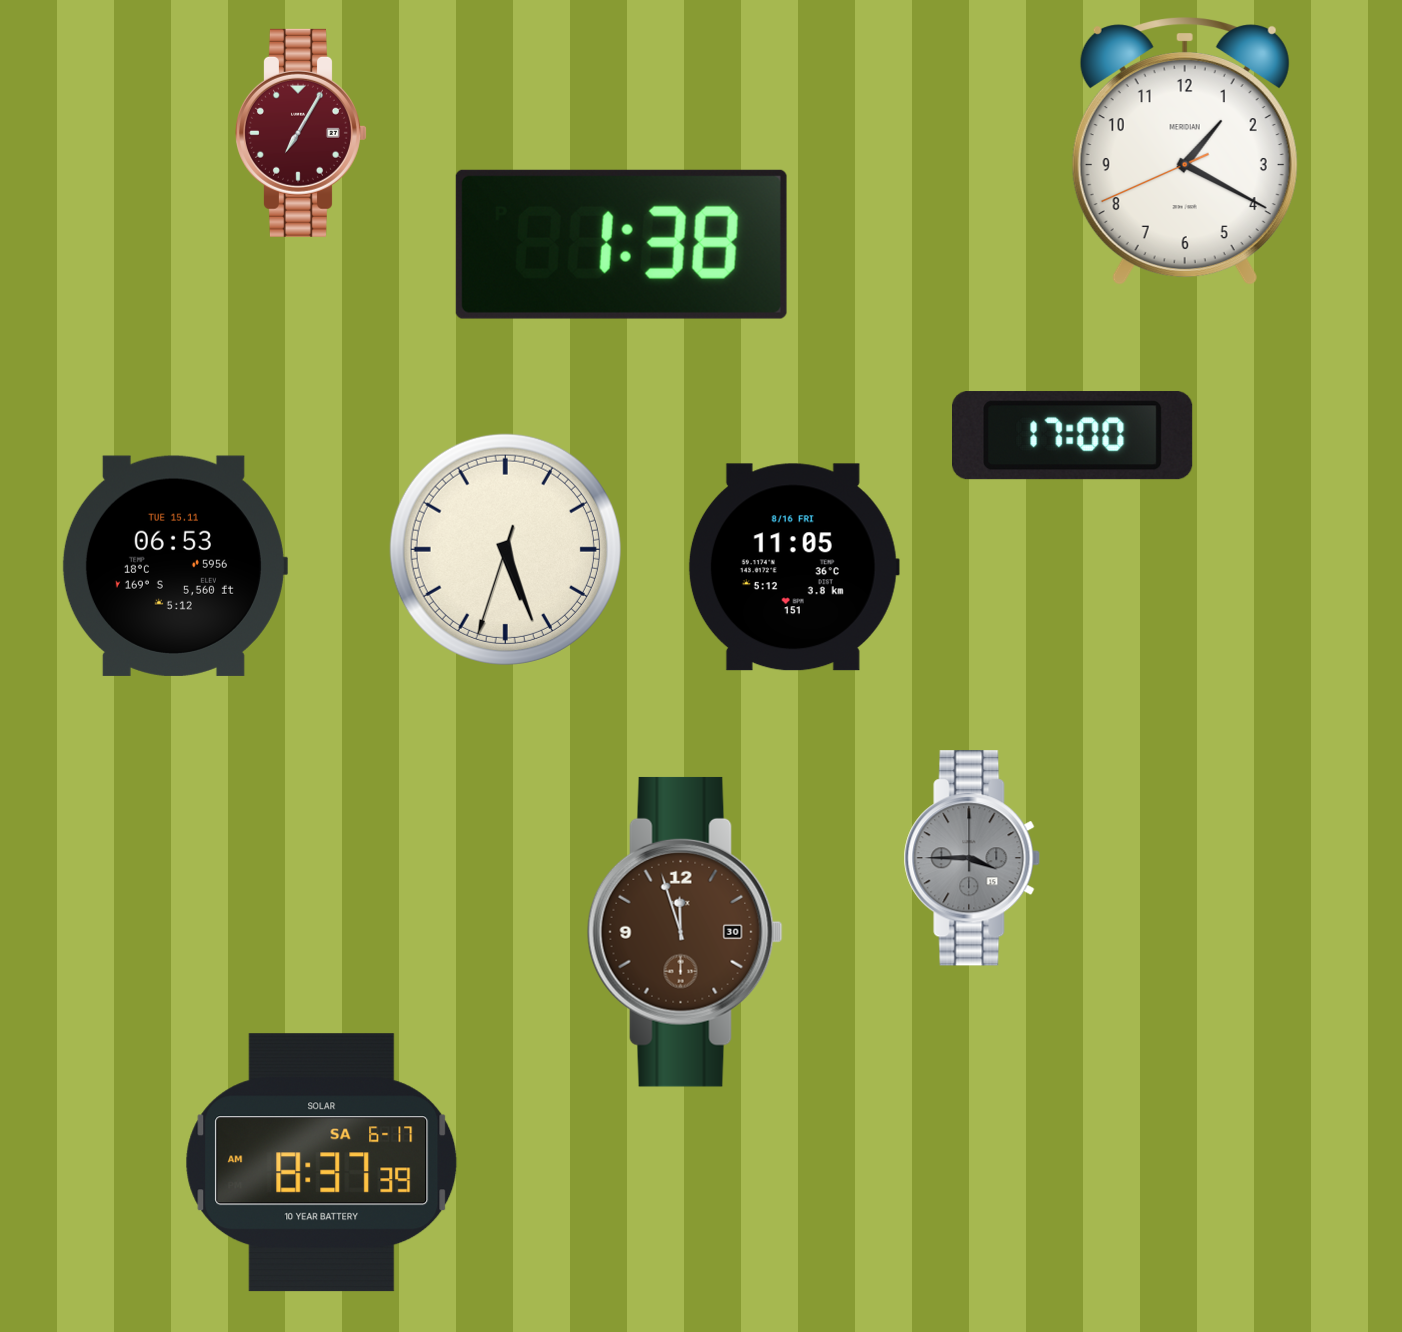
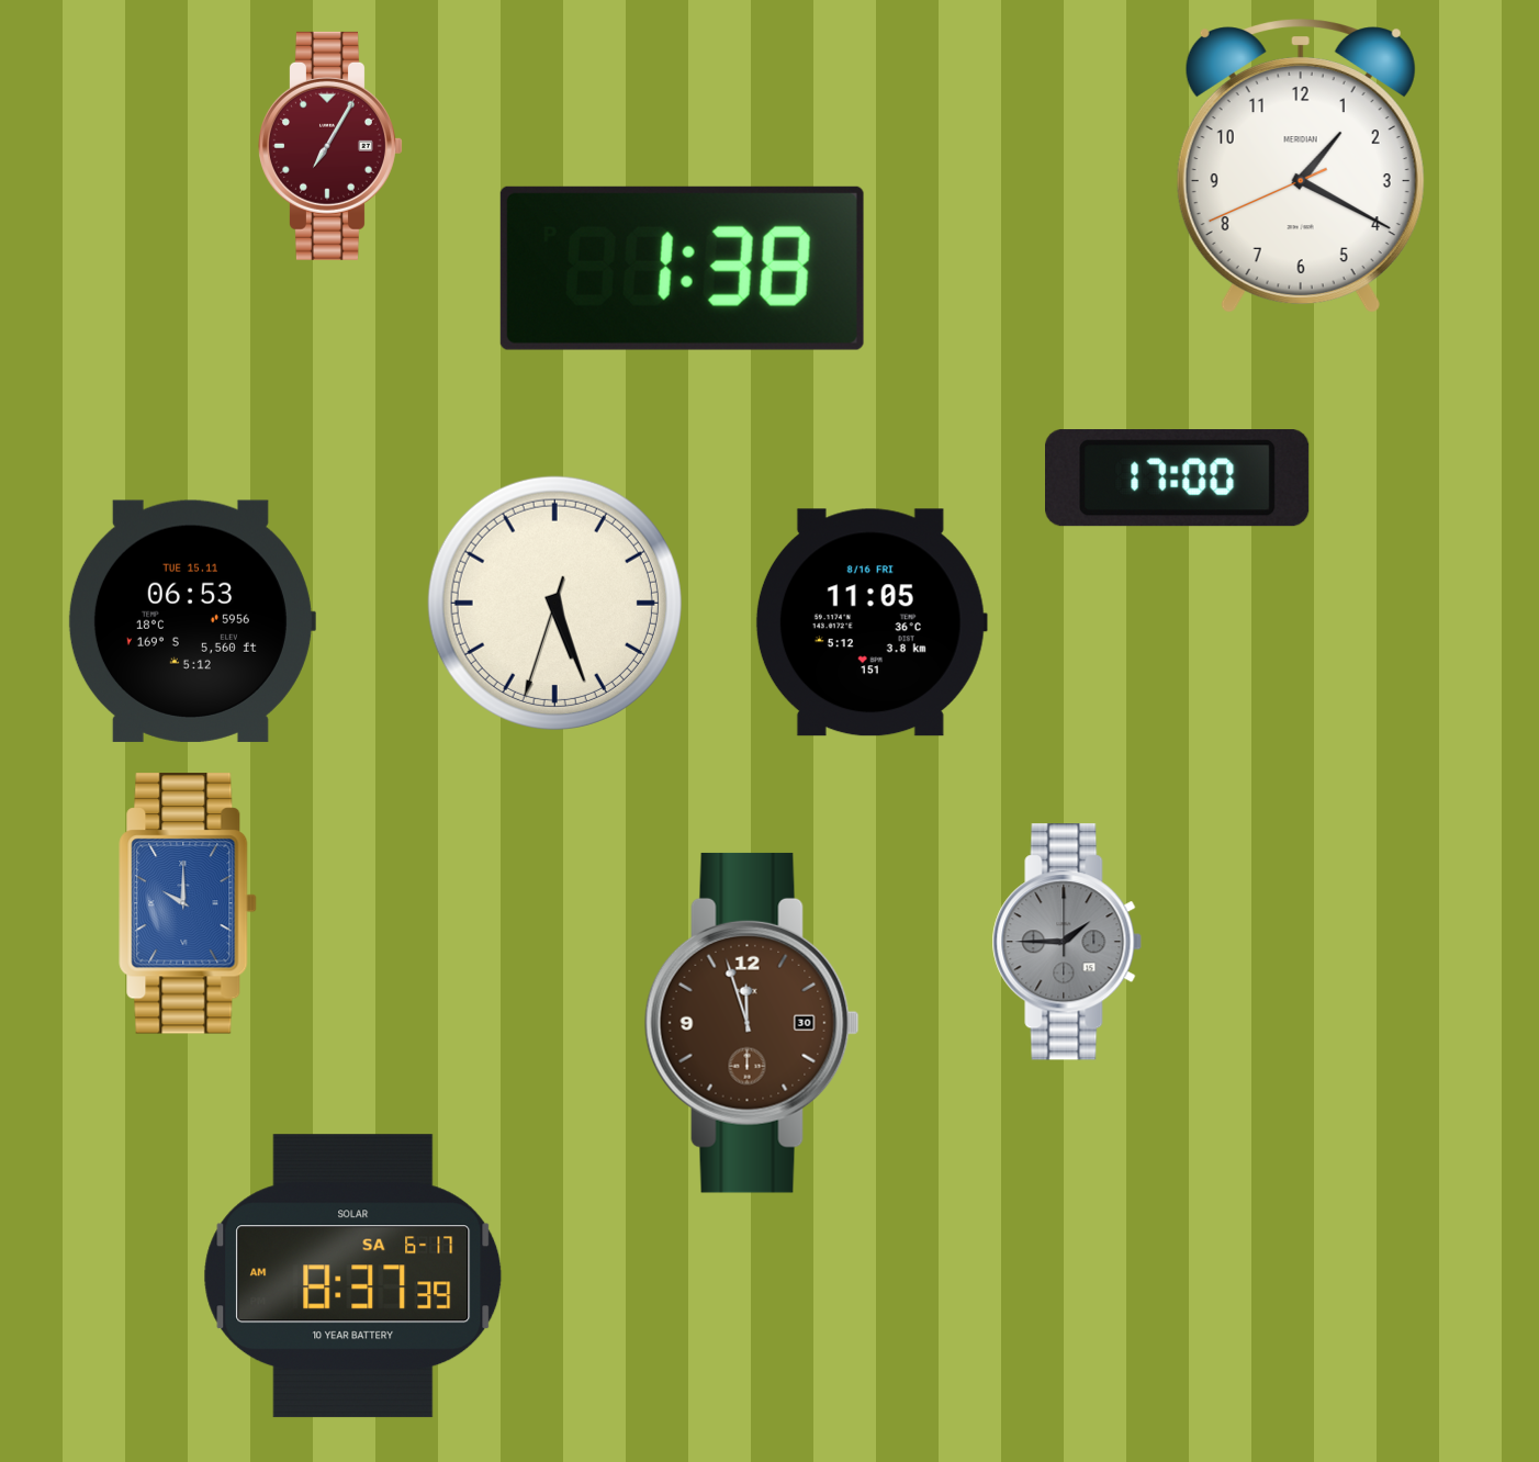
clock at (188, 903): none -> 10:00
clock at (972, 858): 3:45 -> 1:45
